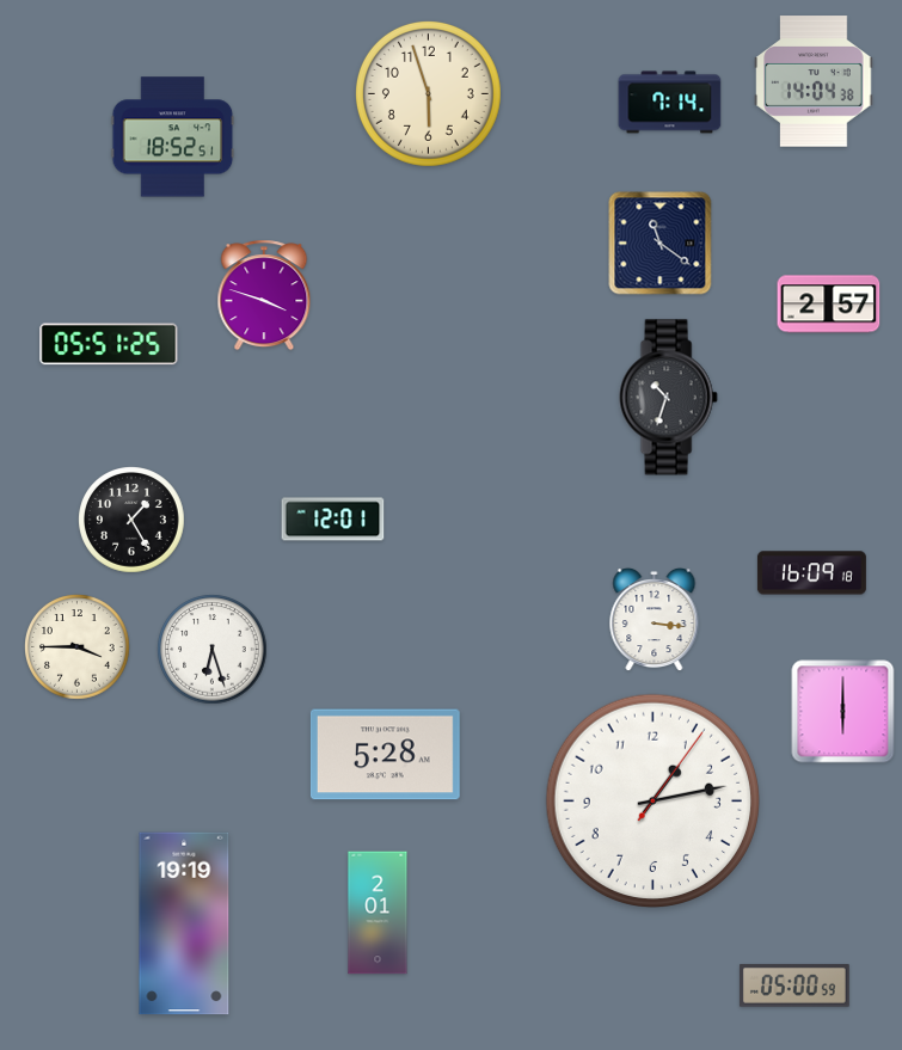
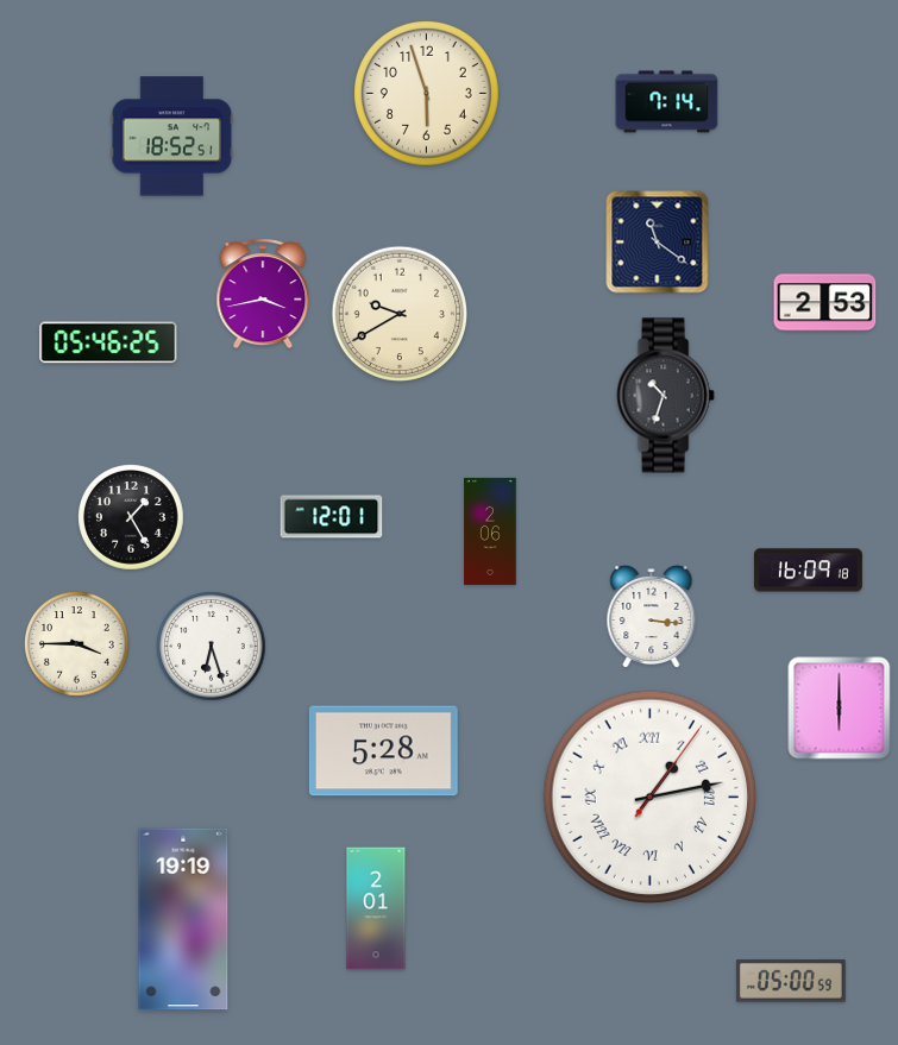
clock at (814, 81): 14:04 -> none
clock at (264, 295): 3:48 -> 3:43
clock at (829, 305): 2:57 -> 2:53
clock at (400, 314): none -> 9:40
clock at (109, 344): 05:51 -> 05:46
clock at (490, 531): none -> 2:06
clock at (652, 800) numerals: Arabic -> Roman
